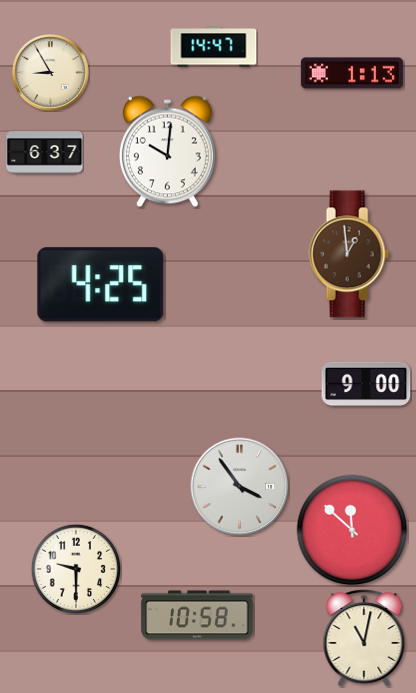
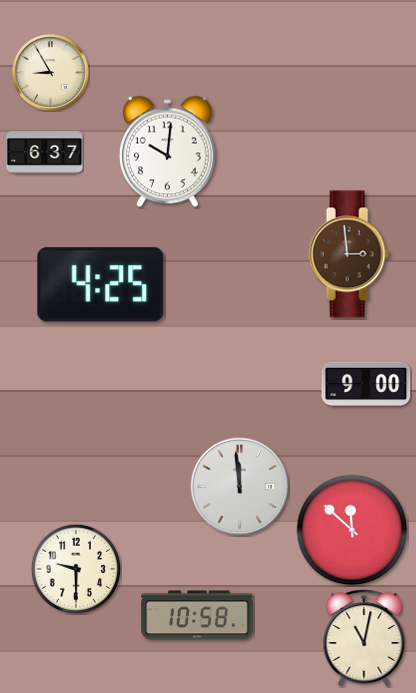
clock at (214, 47): 14:47 -> none
clock at (352, 73): 1:13 -> none
clock at (349, 254): 12:59 -> 2:59
clock at (240, 487): 3:54 -> 11:59
